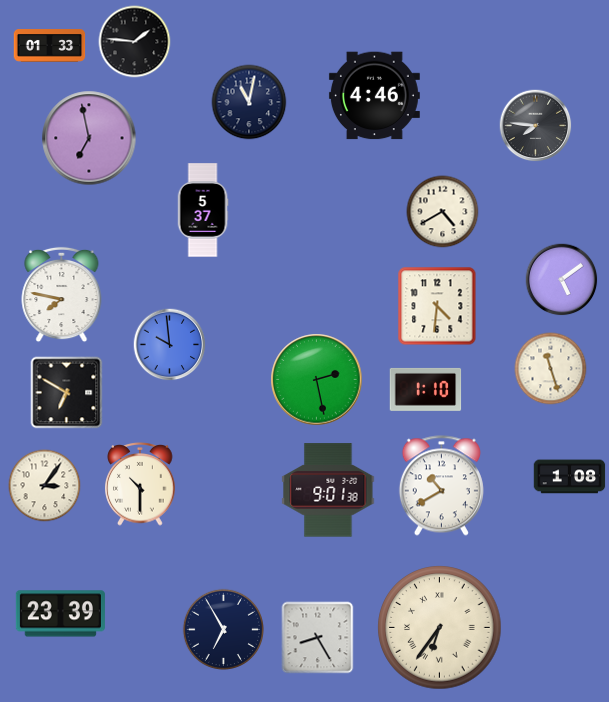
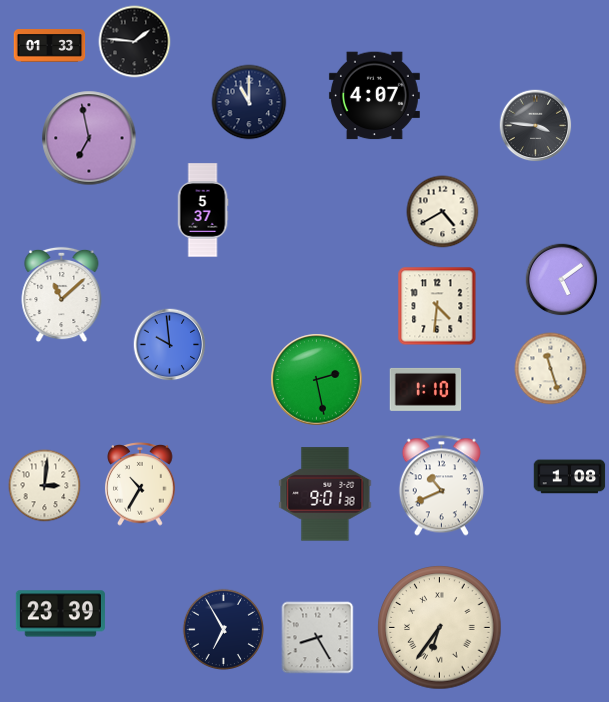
clock at (374, 96): 4:46 -> 4:07
clock at (249, 102): 11:02 -> 11:00
clock at (536, 126): 7:46 -> 3:46
clock at (62, 295): 7:47 -> 11:08
clock at (67, 393): 6:50 -> none
clock at (140, 485): 10:30 -> 10:35
clock at (45, 486): 3:06 -> 3:01
clock at (441, 486): 10:40 -> 10:41
clock at (328, 490) position: (328, 490) -> (325, 494)
